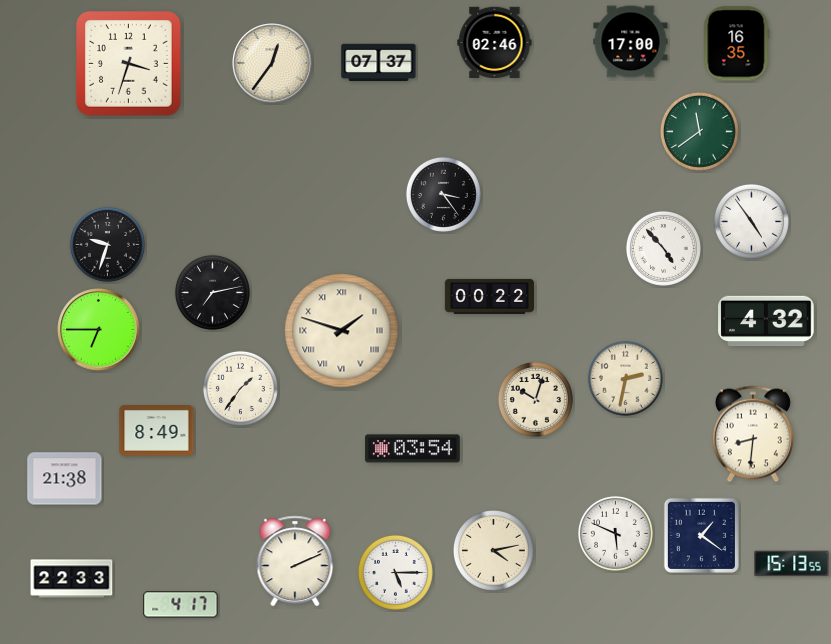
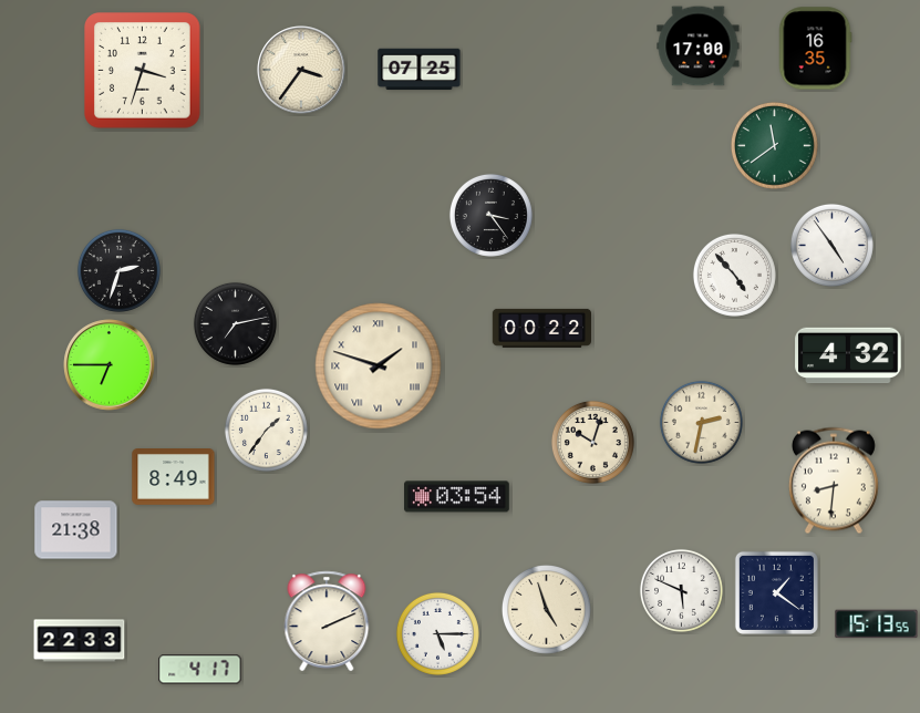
clock at (495, 43): 02:46 -> none
clock at (272, 63): 12:36 -> 3:36
clock at (379, 63): 07:37 -> 07:25
clock at (107, 244): 9:33 -> 2:33
clock at (625, 378) position: (625, 378) -> (701, 422)
clock at (65, 479) position: (65, 479) -> (76, 530)
clock at (494, 551): 4:13 -> 4:57
